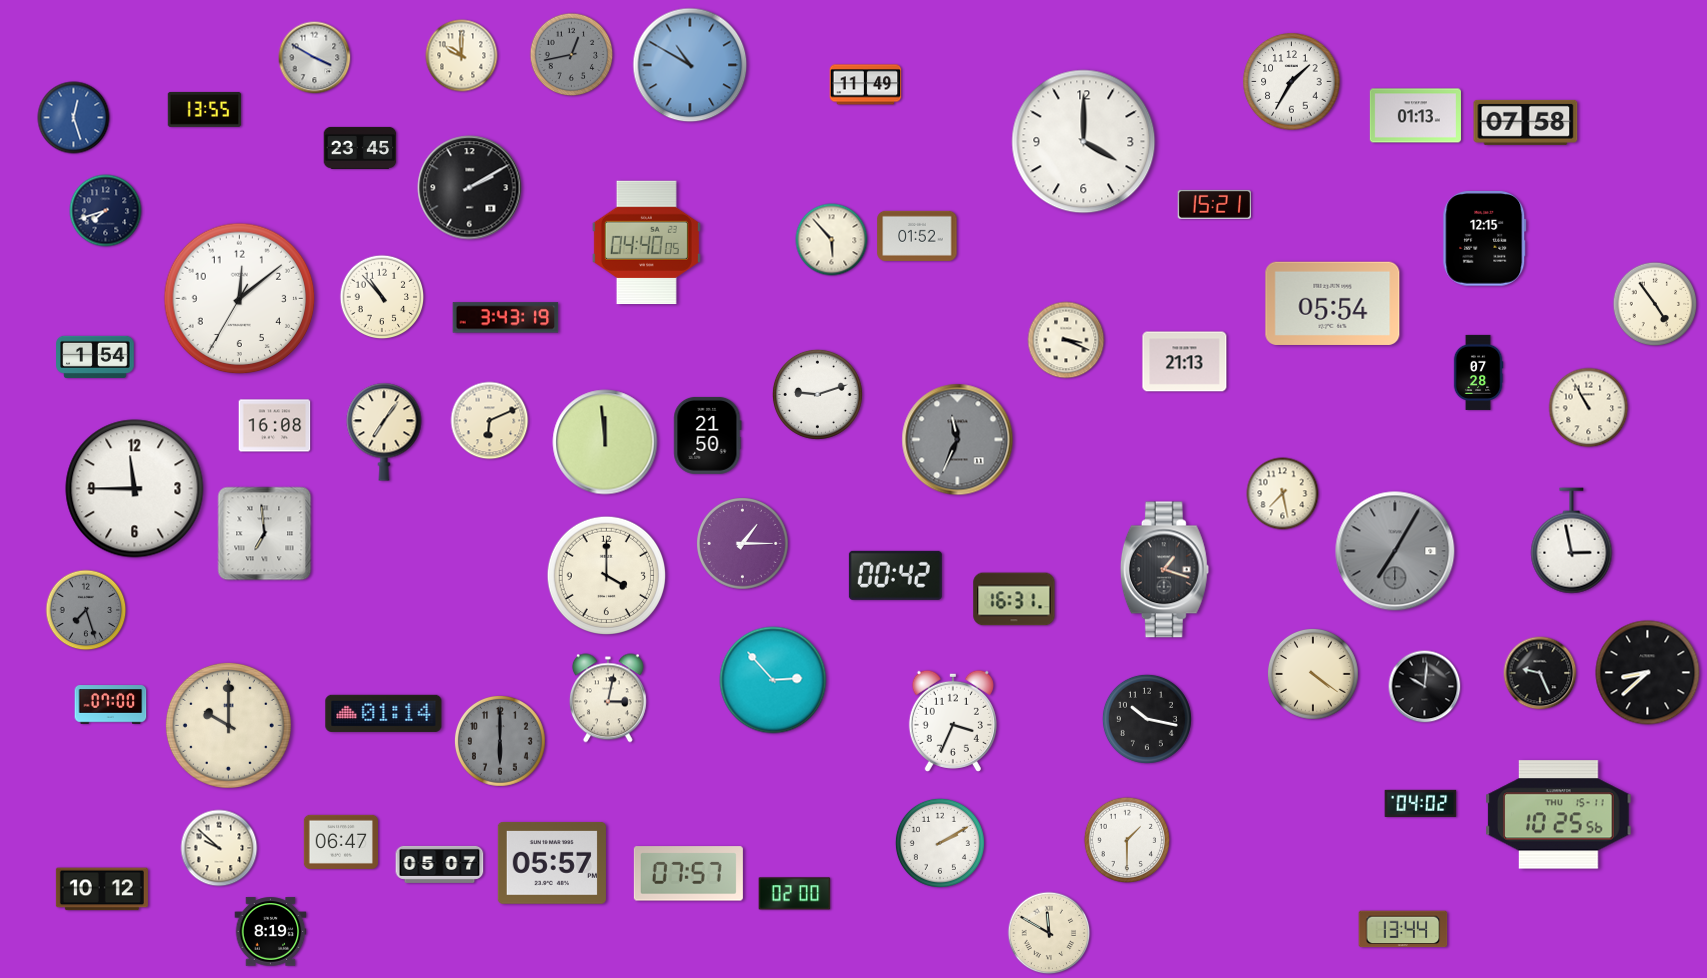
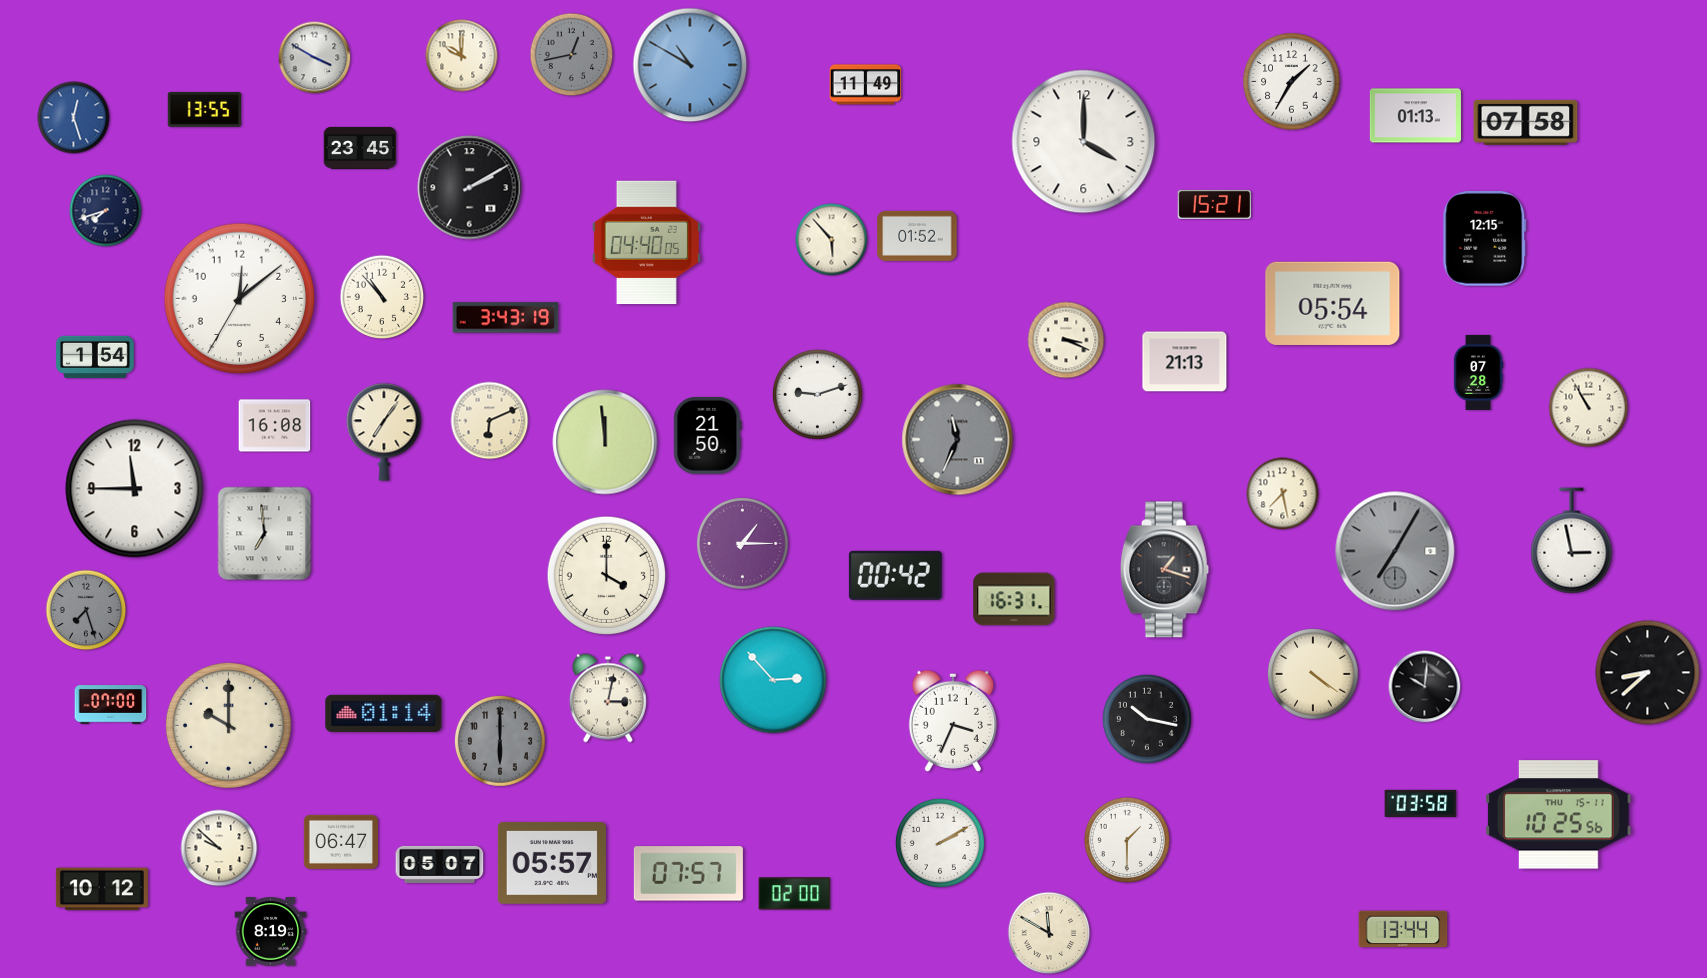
clock at (1655, 304): 4:54 -> none
clock at (1540, 673): 9:26 -> none
clock at (1421, 803): 04:02 -> 03:58
